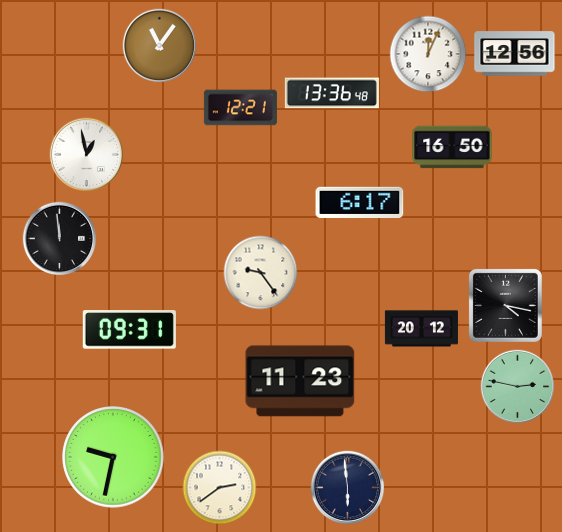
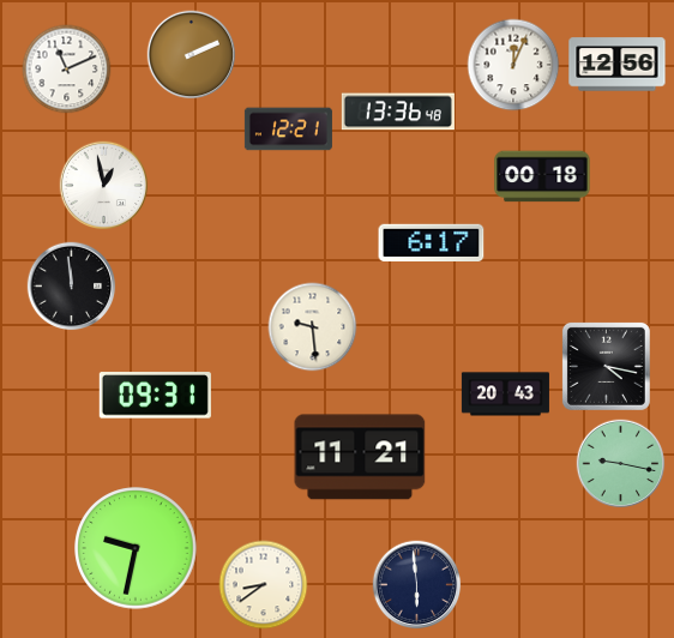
clock at (160, 46): 11:06 -> 2:11
clock at (67, 70): none -> 11:11
clock at (452, 147): 16:50 -> 00:18
clock at (261, 273): 9:24 -> 9:29
clock at (421, 329): 20:12 -> 20:43
clock at (300, 381): 11:23 -> 11:21
clock at (518, 387): 2:47 -> 9:17
clock at (220, 488): 2:39 -> 8:39
